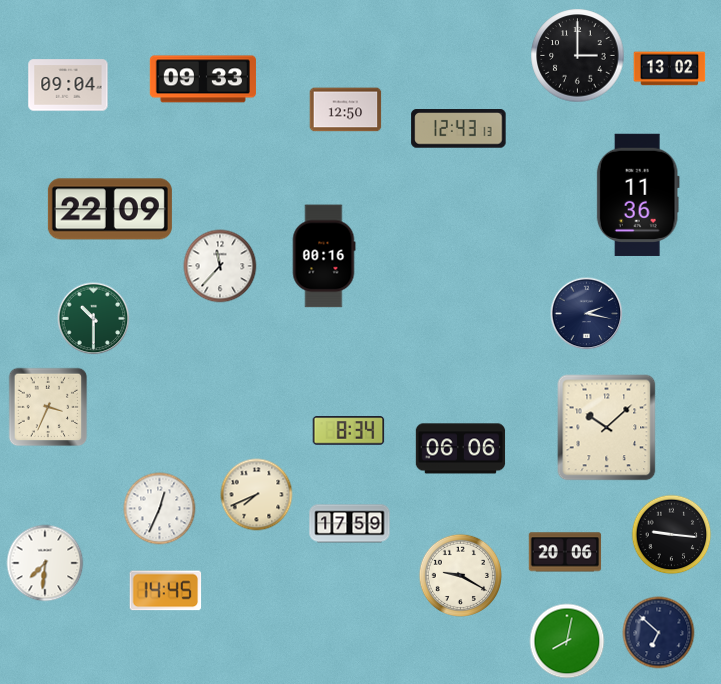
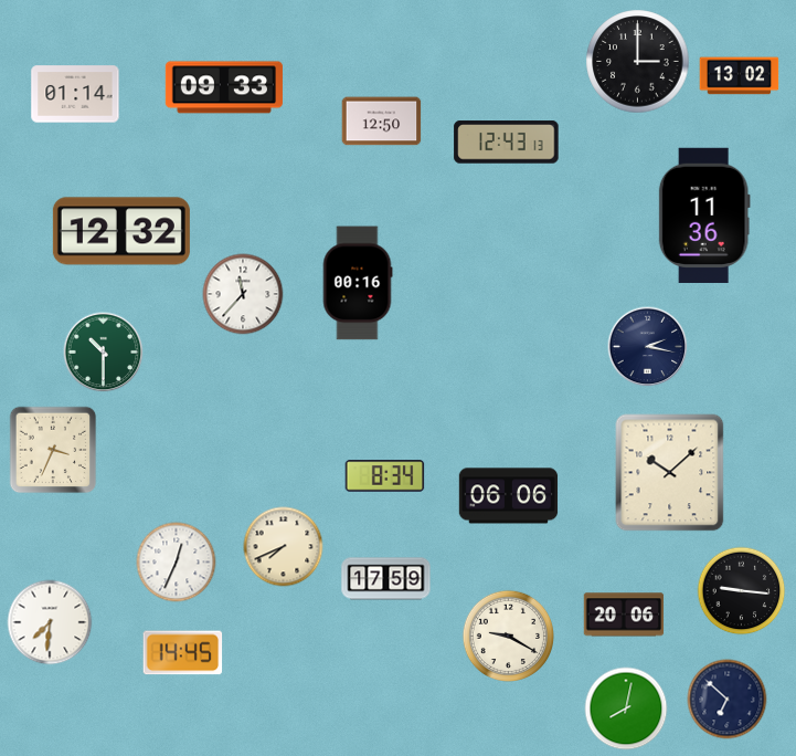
clock at (68, 85): 09:04 -> 01:14
clock at (110, 209): 22:09 -> 12:32
clock at (565, 552) position: (565, 552) -> (624, 615)
